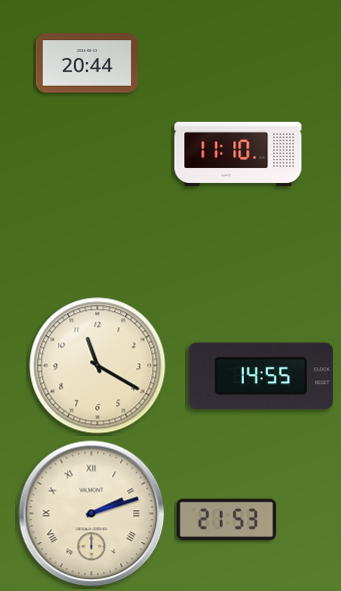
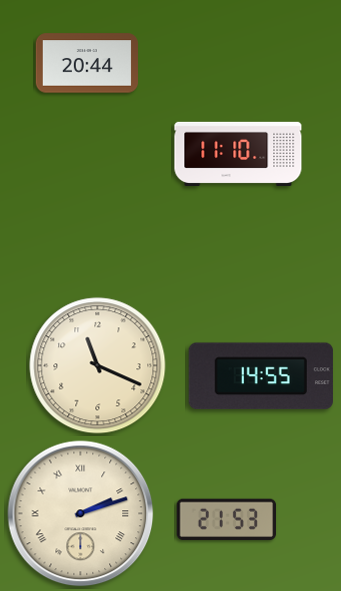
clock at (98, 366): 11:20 -> 11:19
clock at (92, 514) position: (92, 514) -> (81, 514)
